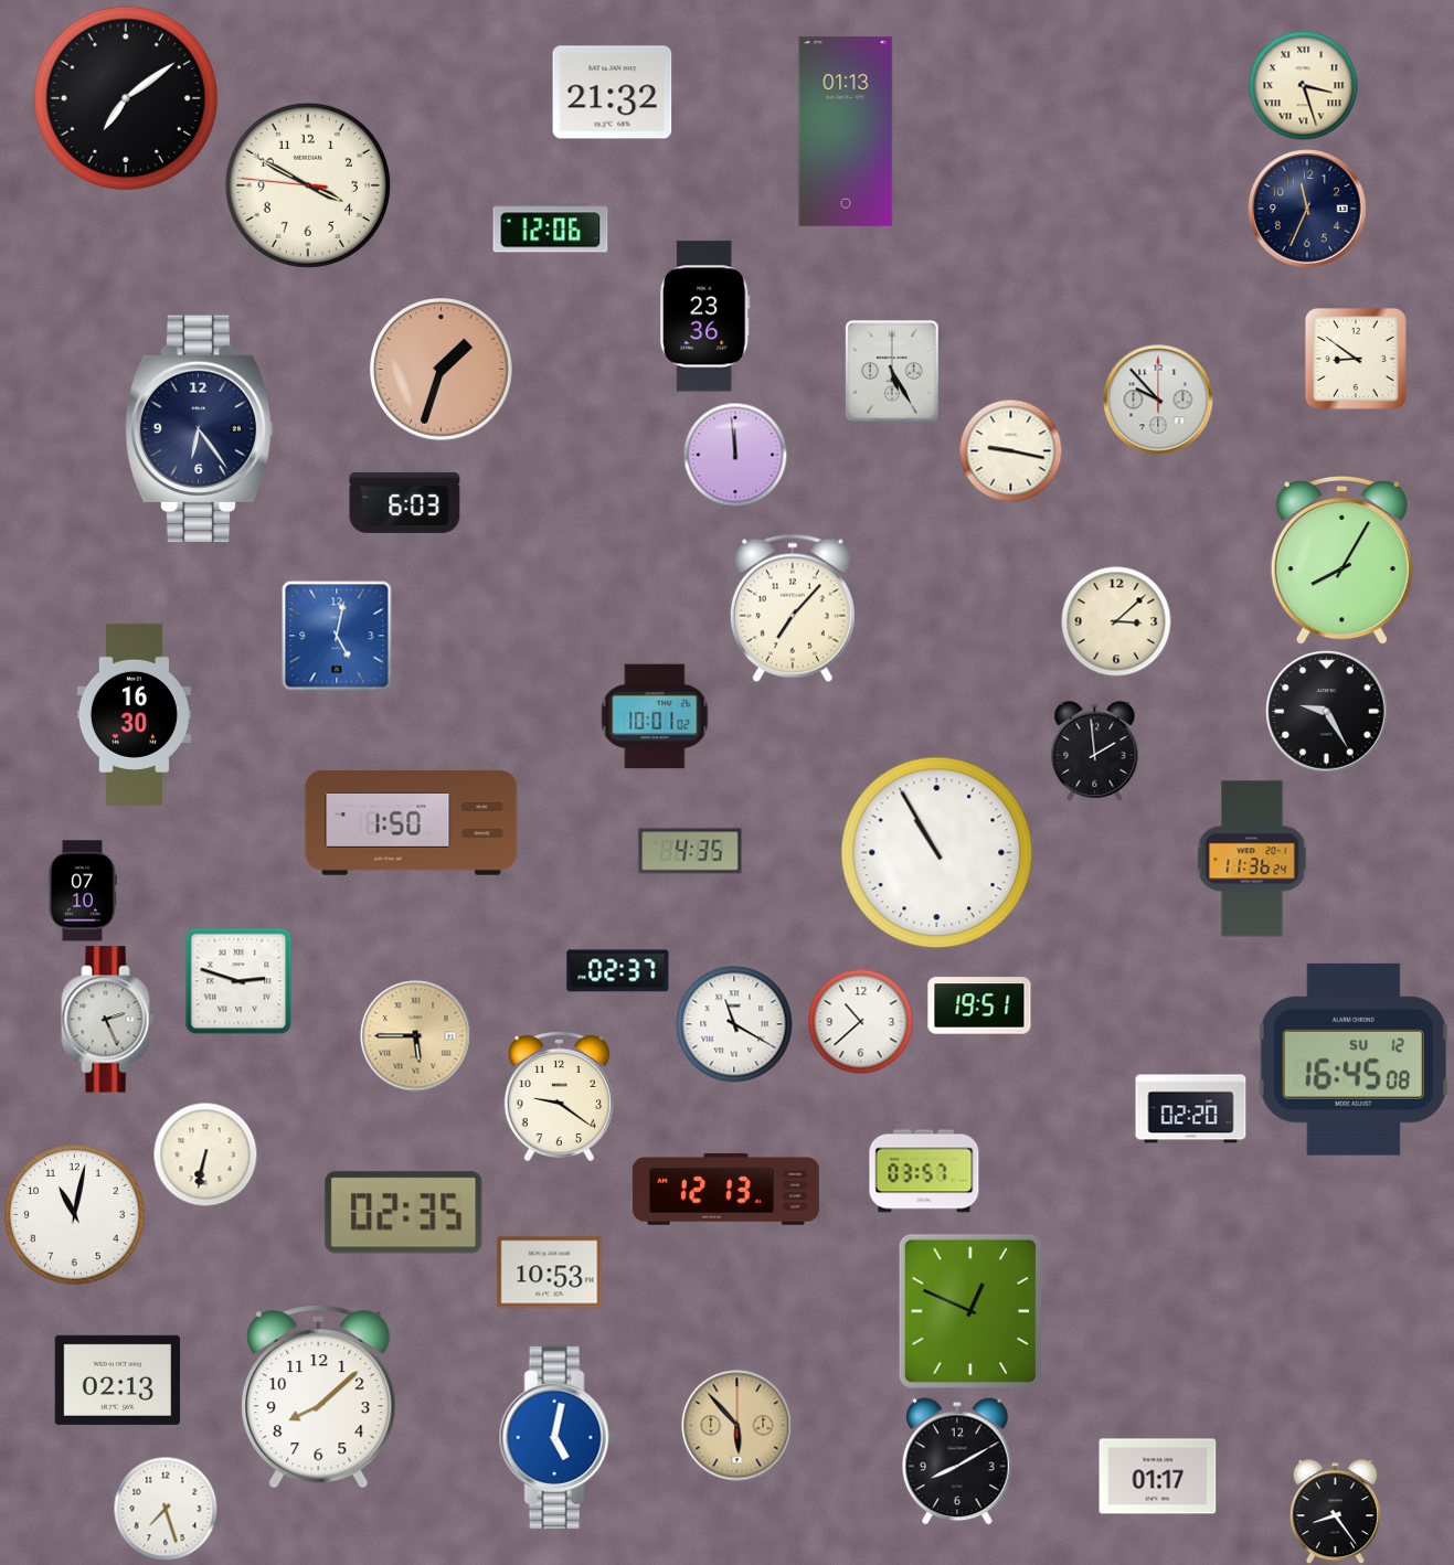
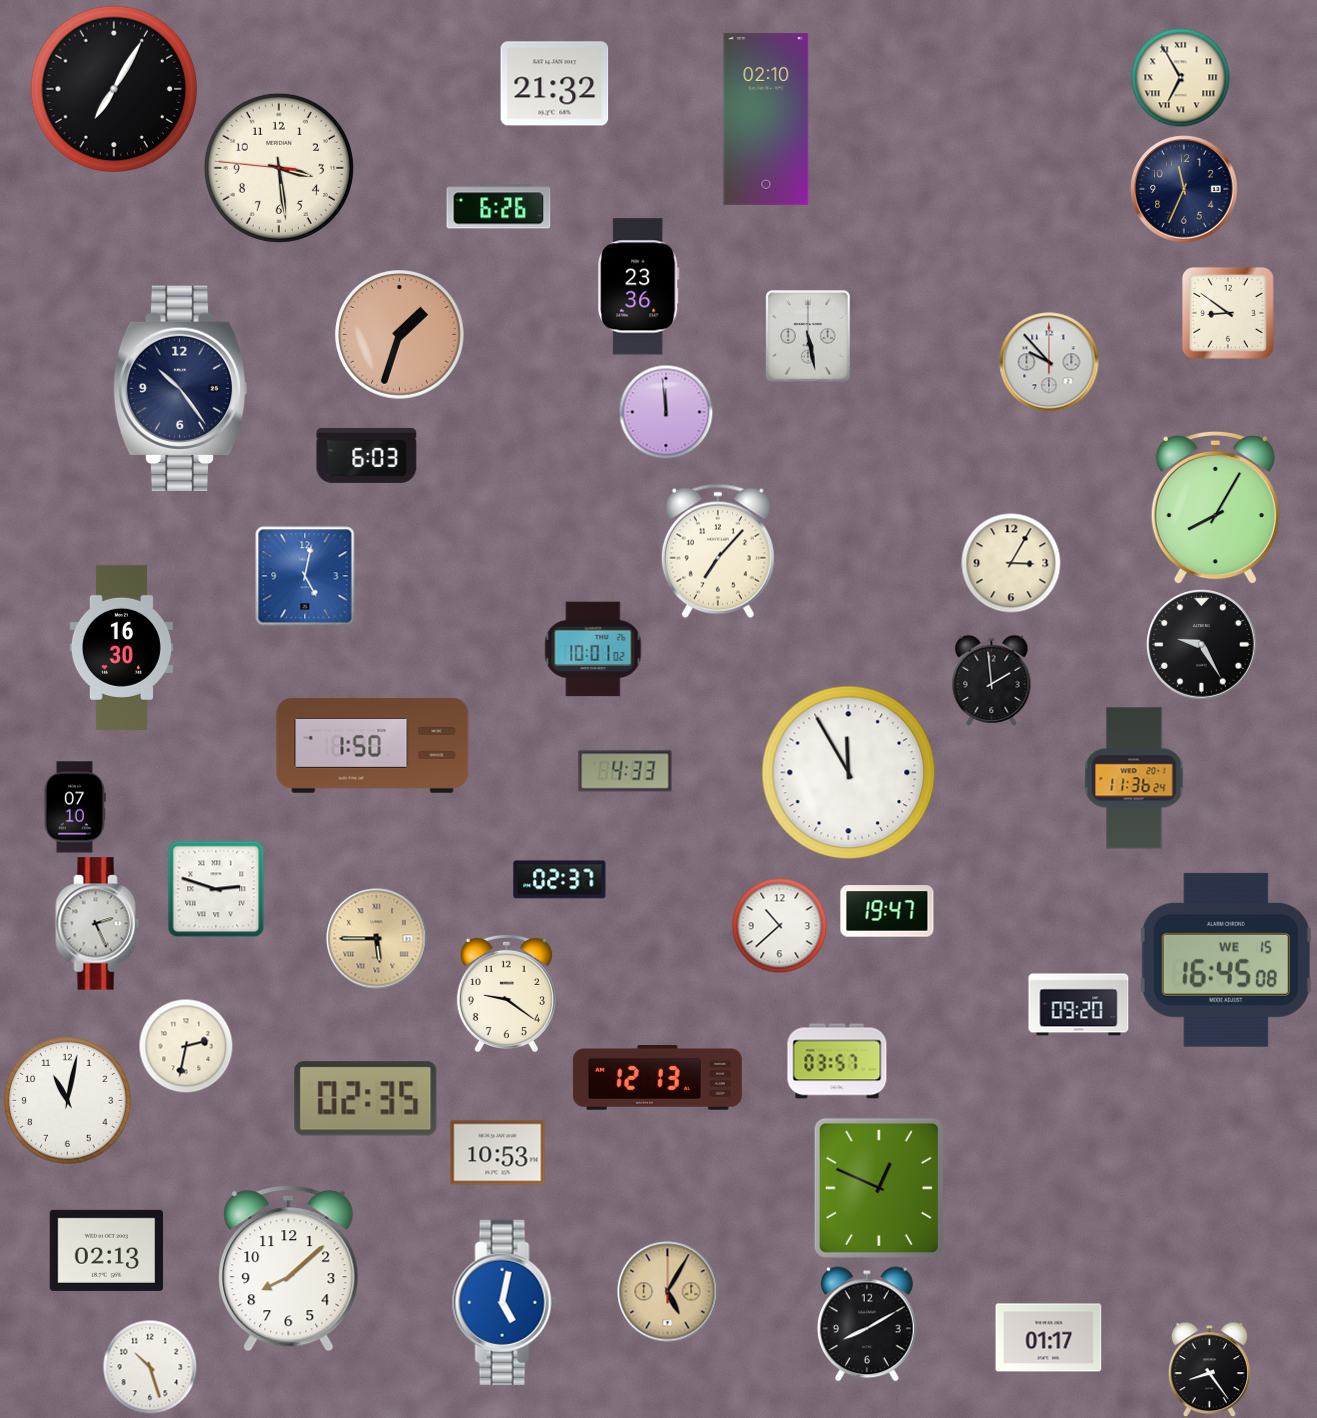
clock at (1304, 86): 3:27 -> 6:55
clock at (126, 98): 7:09 -> 7:05
clock at (846, 131): 01:13 -> 02:10
clock at (308, 185): 3:49 -> 3:28
clock at (551, 228): 12:06 -> 6:26
clock at (1356, 359) position: (1356, 359) -> (1228, 313)
clock at (892, 371): 5:25 -> 5:28
clock at (199, 429): 6:24 -> 10:24
clock at (1010, 450): 9:17 -> none
clock at (1116, 621): 3:08 -> 3:05
clock at (690, 851): 4:35 -> 4:33
clock at (937, 853): 10:55 -> 11:55
clock at (979, 1005): 19:51 -> 19:47
clock at (734, 1024): 11:20 -> none
clock at (1354, 1060) date: SU 12 -> WE 15
clock at (1191, 1109): 02:20 -> 09:20
clock at (205, 1154): 6:32 -> 2:32
clock at (319, 1397) position: (319, 1397) -> (289, 1269)
clock at (737, 1426): 5:53 -> 5:05
clock at (166, 1509): 7:27 -> 10:27
